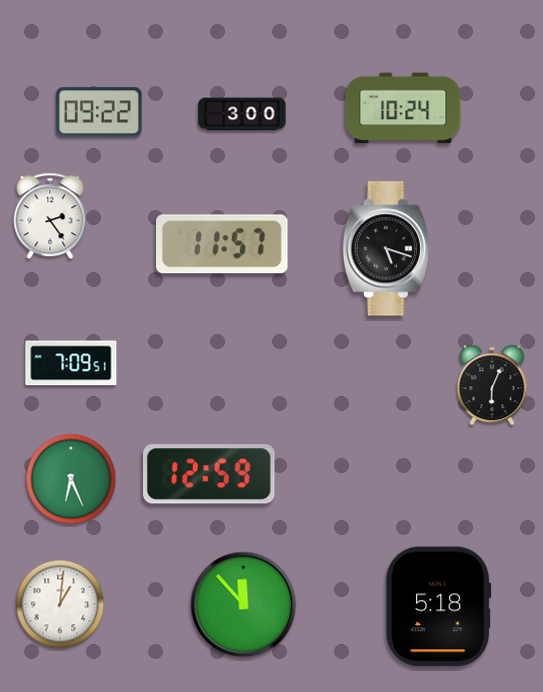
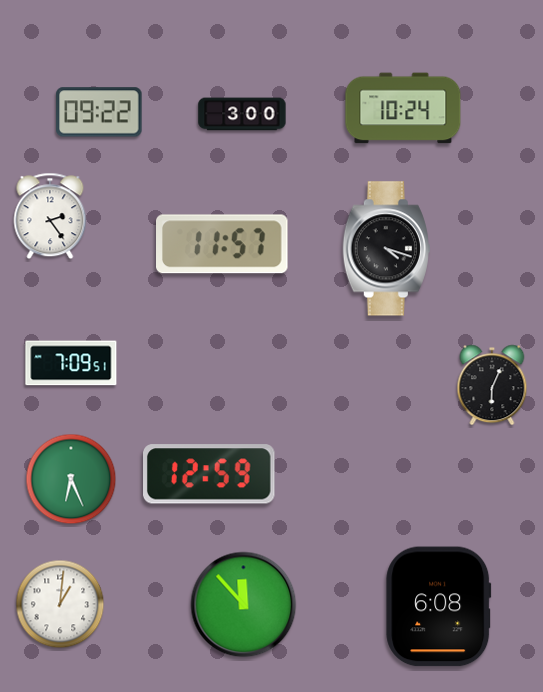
clock at (386, 249): 5:18 -> 4:18
clock at (439, 607): 5:18 -> 6:08
